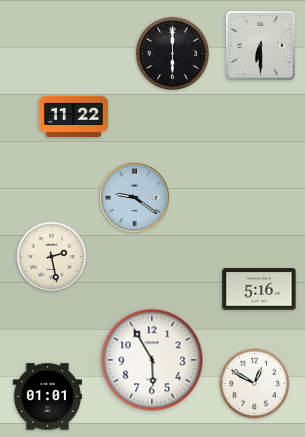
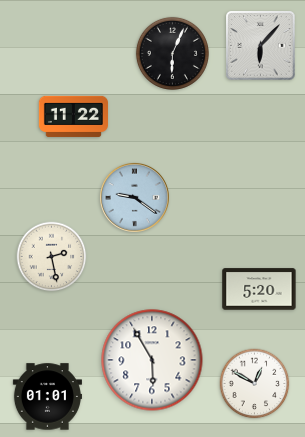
clock at (261, 46): 6:30 -> 6:07
clock at (172, 53): 6:00 -> 6:04
clock at (259, 289): 5:16 -> 5:20
